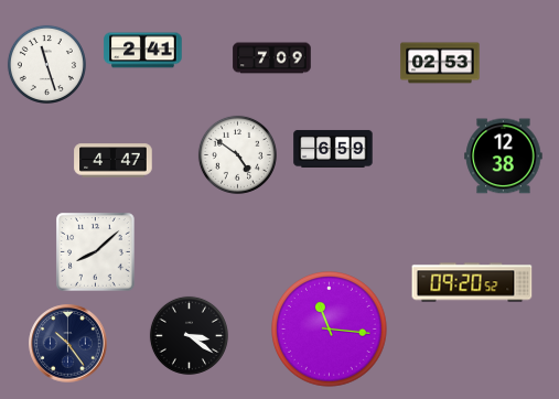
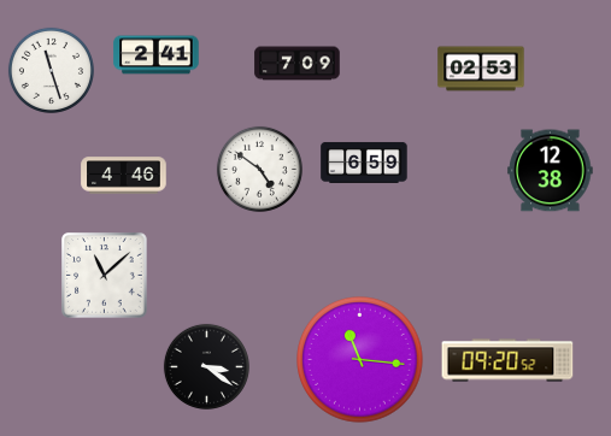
clock at (114, 161): 4:47 -> 4:46
clock at (96, 252): 8:08 -> 11:08
clock at (472, 282) position: (472, 282) -> (507, 360)
clock at (68, 344): 10:24 -> none
